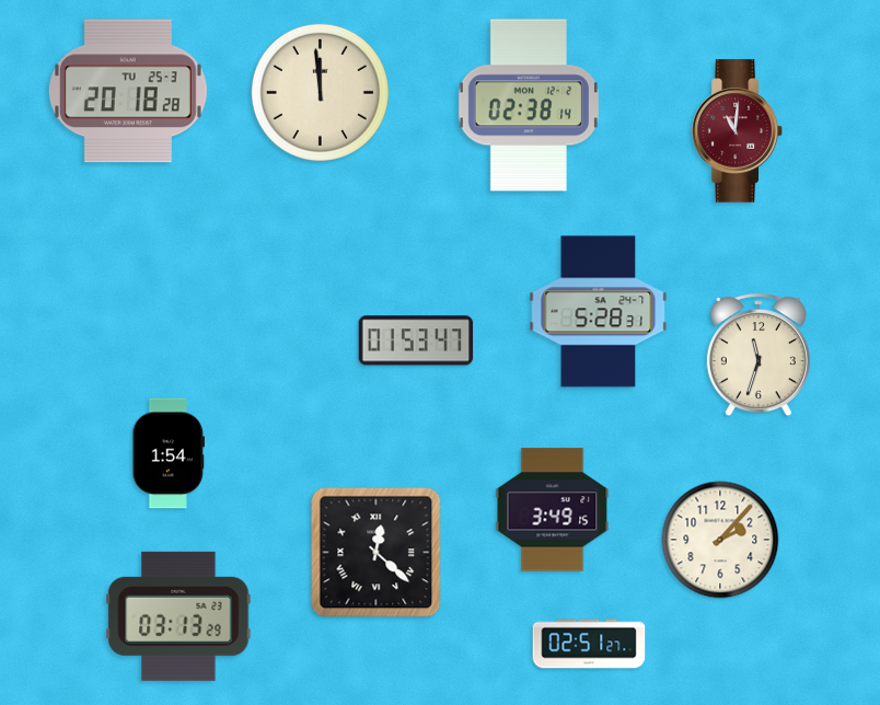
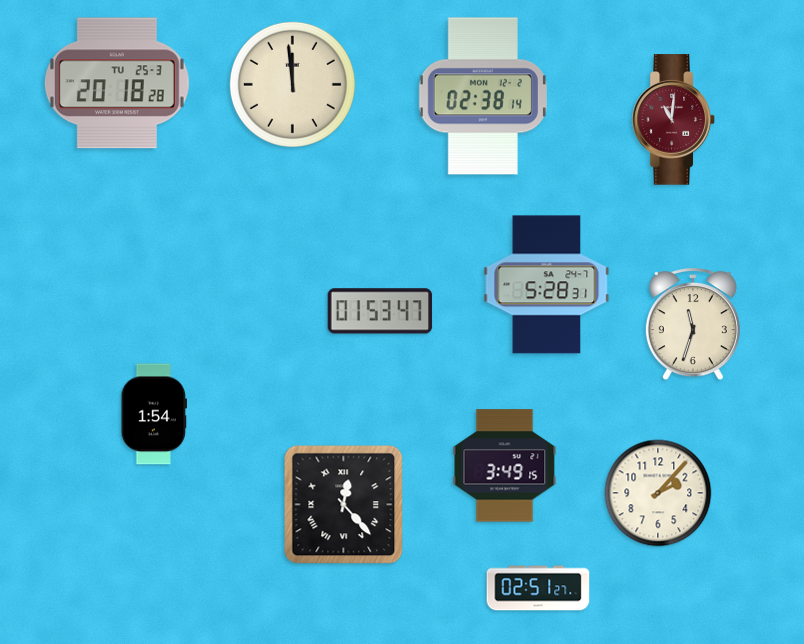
clock at (377, 553): 12:22 -> 12:23
clock at (178, 616): 03:13 -> none
